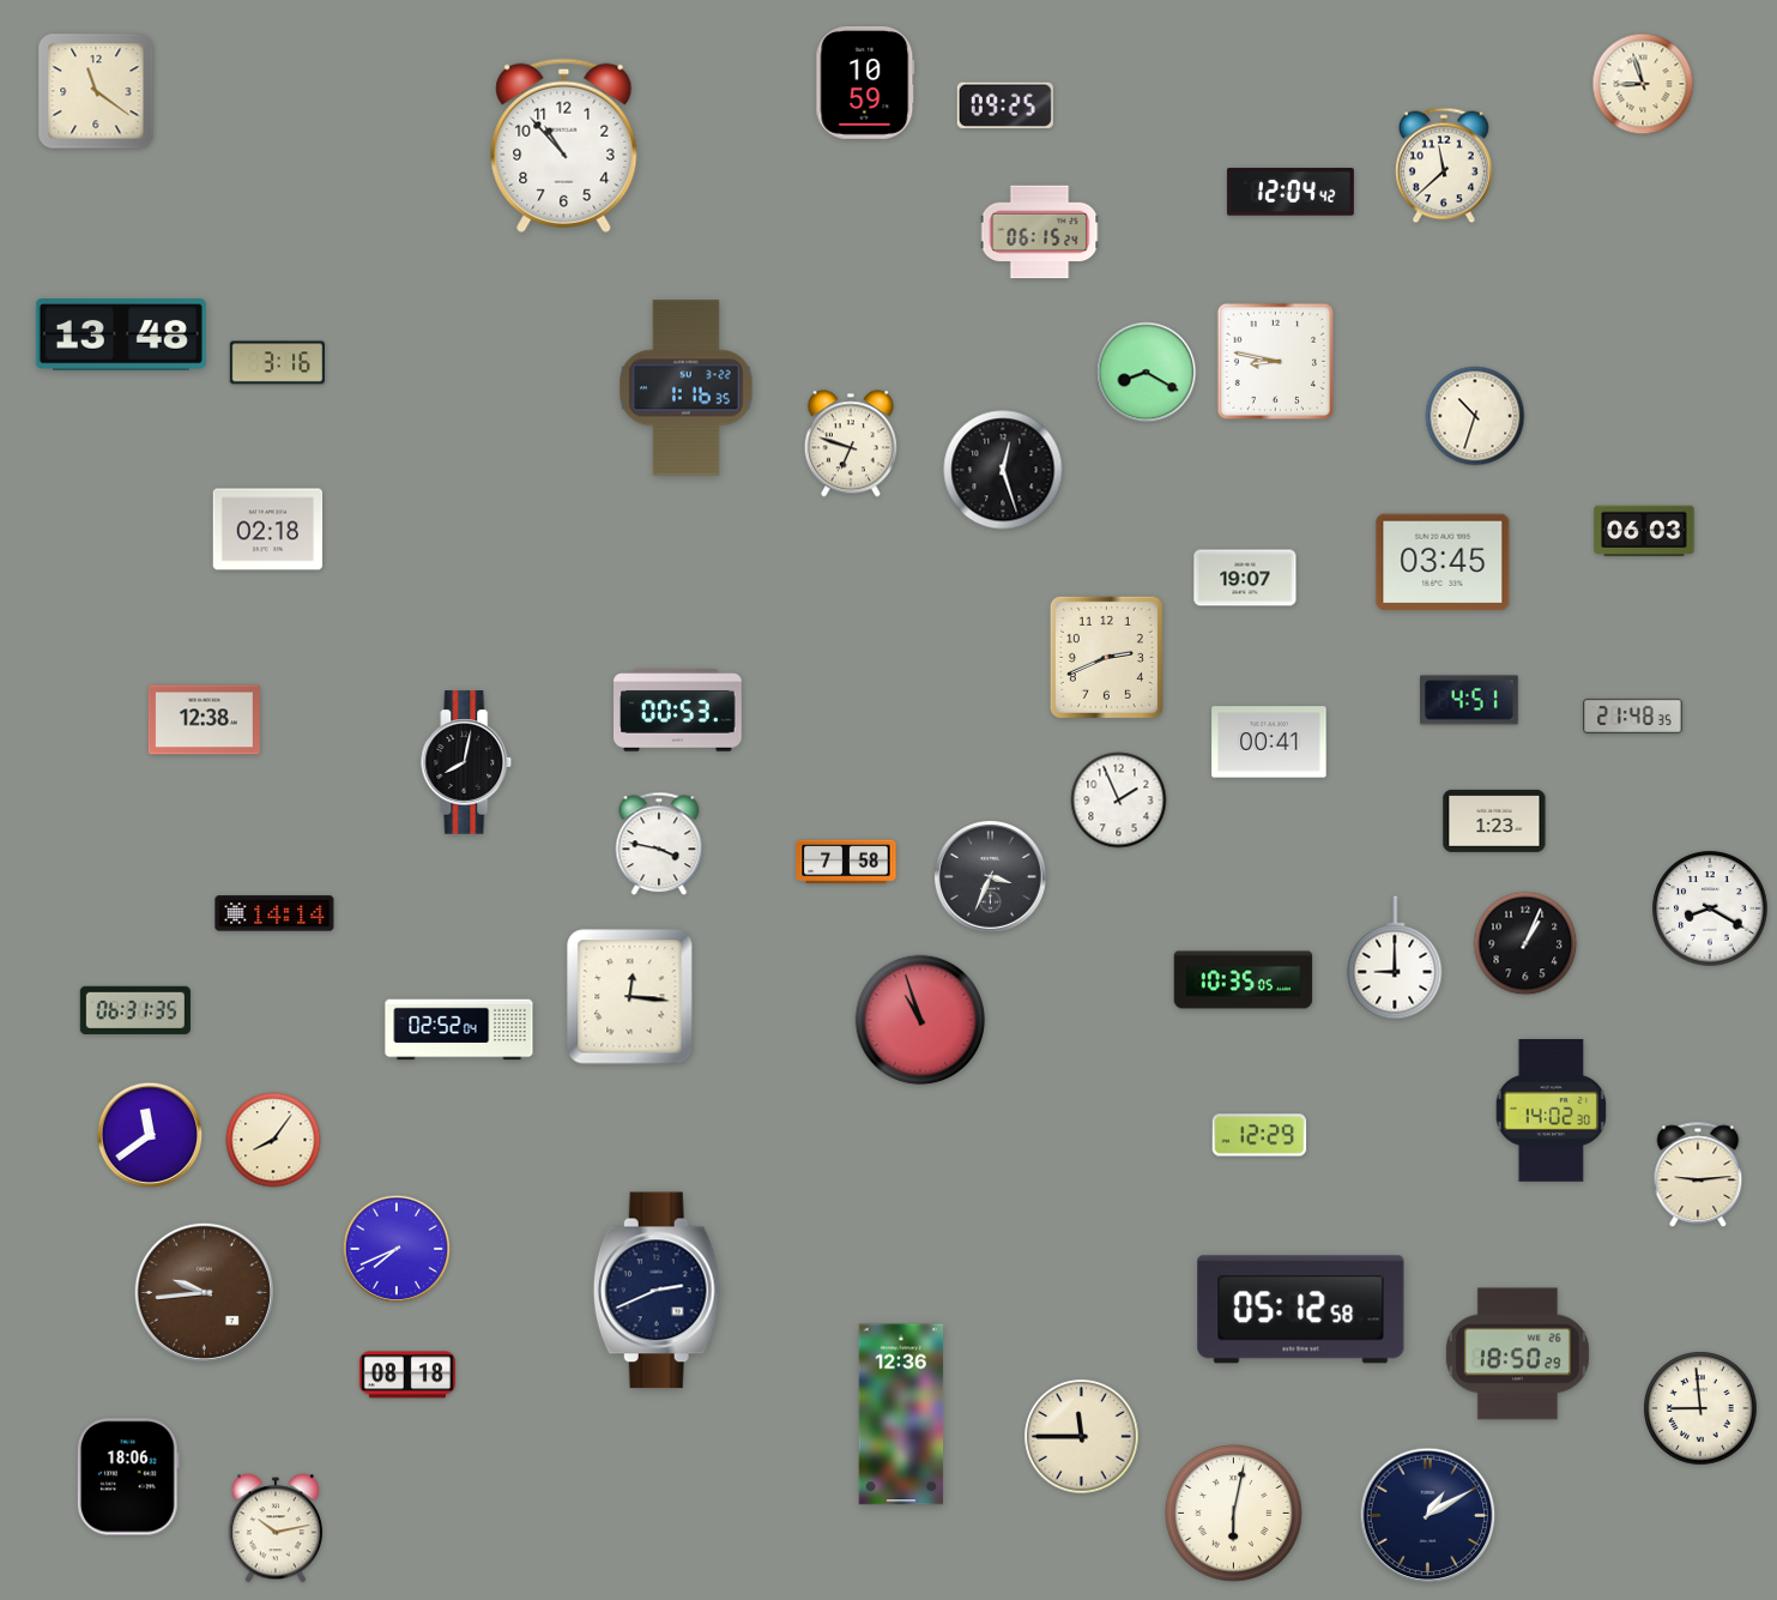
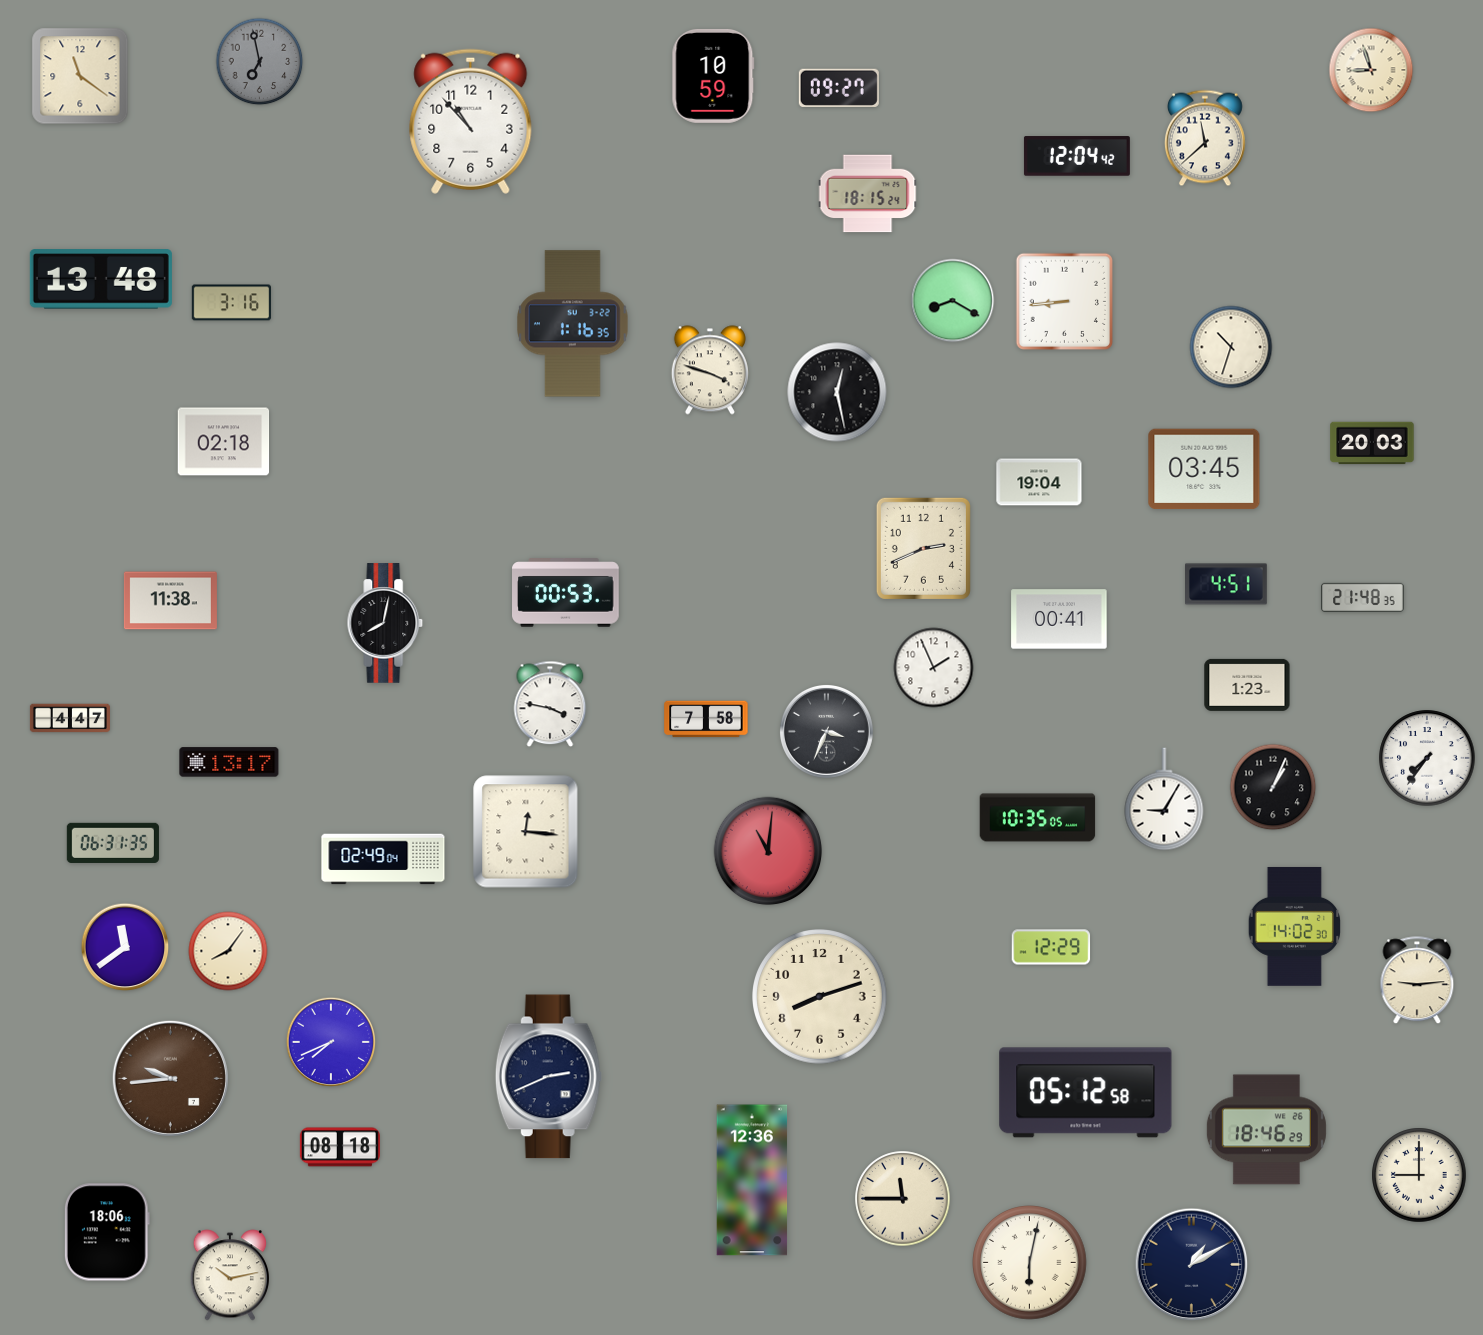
clock at (260, 62): none -> 6:58
clock at (865, 83) position: (865, 83) -> (713, 76)
clock at (1005, 104): 09:25 -> 09:27
clock at (1291, 192) position: (1291, 192) -> (1077, 156)
clock at (1040, 233): 06:15 -> 18:15
clock at (1275, 361): 8:47 -> 8:44
clock at (1147, 373) position: (1147, 373) -> (953, 301)
clock at (851, 443): 6:48 -> 3:48
clock at (1003, 470): 12:27 -> 12:28
clock at (1644, 531): 06:03 -> 20:03
clock at (1245, 578): 19:07 -> 19:04
clock at (204, 720): 12:38 -> 11:38
clock at (466, 762) position: (466, 762) -> (385, 623)
clock at (70, 718): none -> 4:47
clock at (1710, 908): 8:20 -> 7:36
clock at (274, 913): 14:14 -> 13:17
clock at (1395, 958): 9:00 -> 9:05
clock at (920, 1020): 10:57 -> 11:01
clock at (459, 1030): 02:52 -> 02:49
clock at (820, 997): none -> 8:12
clock at (1517, 1354): 18:50 -> 18:46
clock at (1700, 1408): 8:59 -> 9:00
